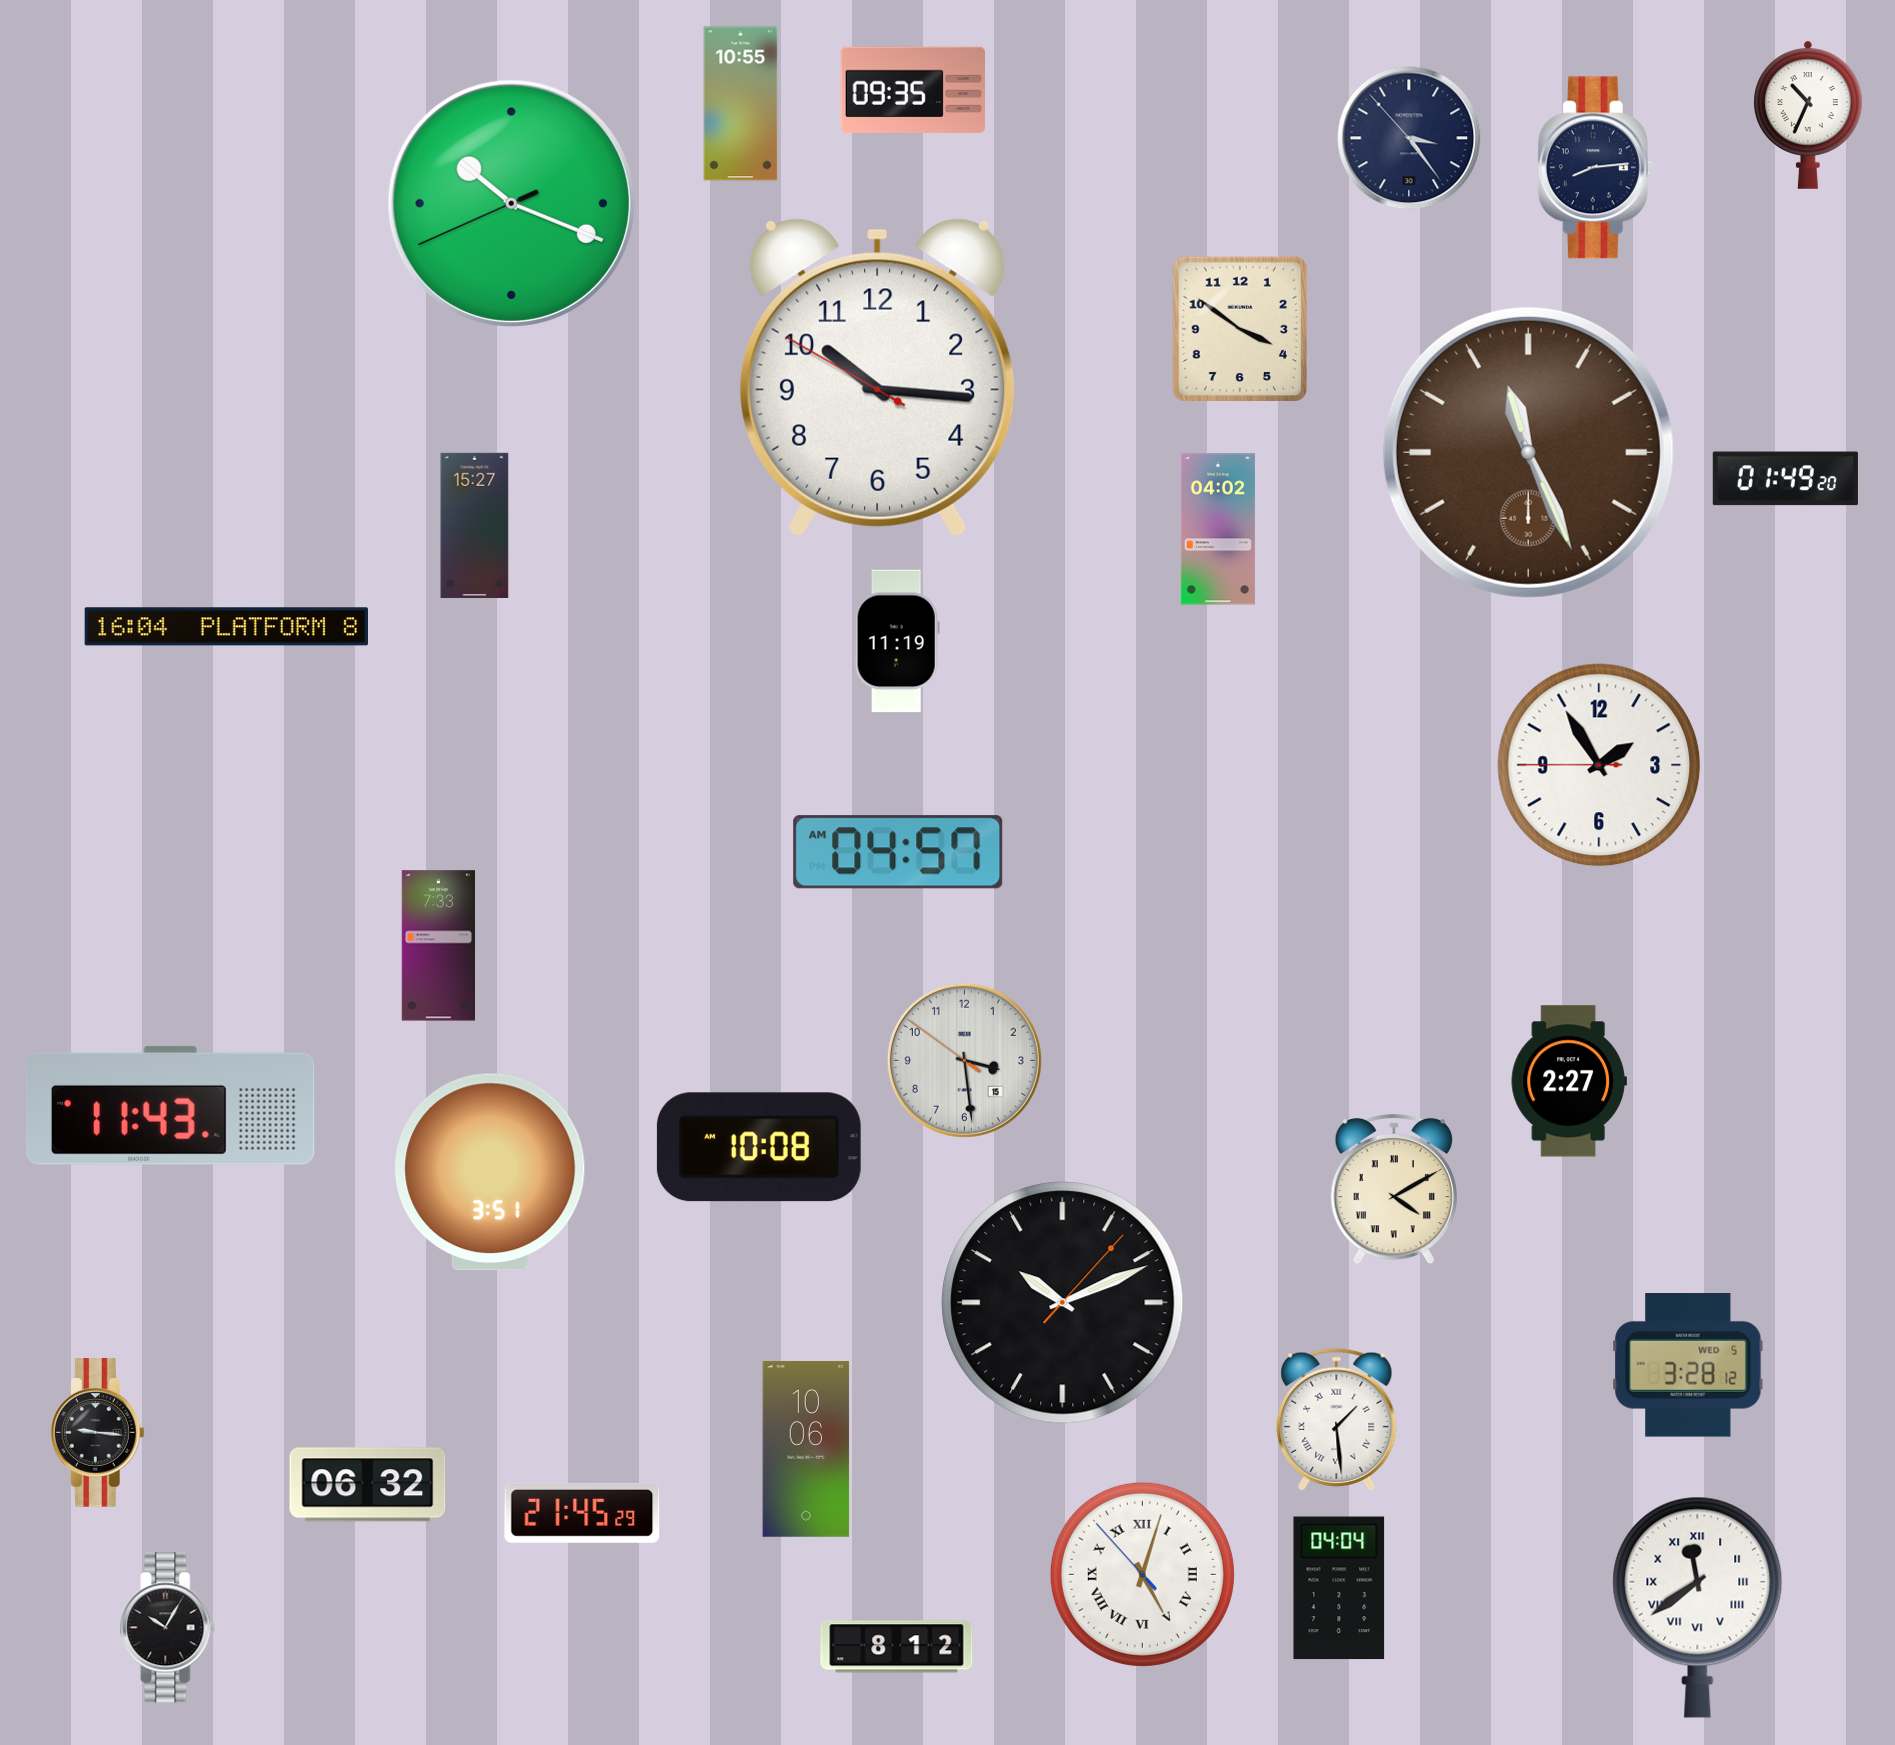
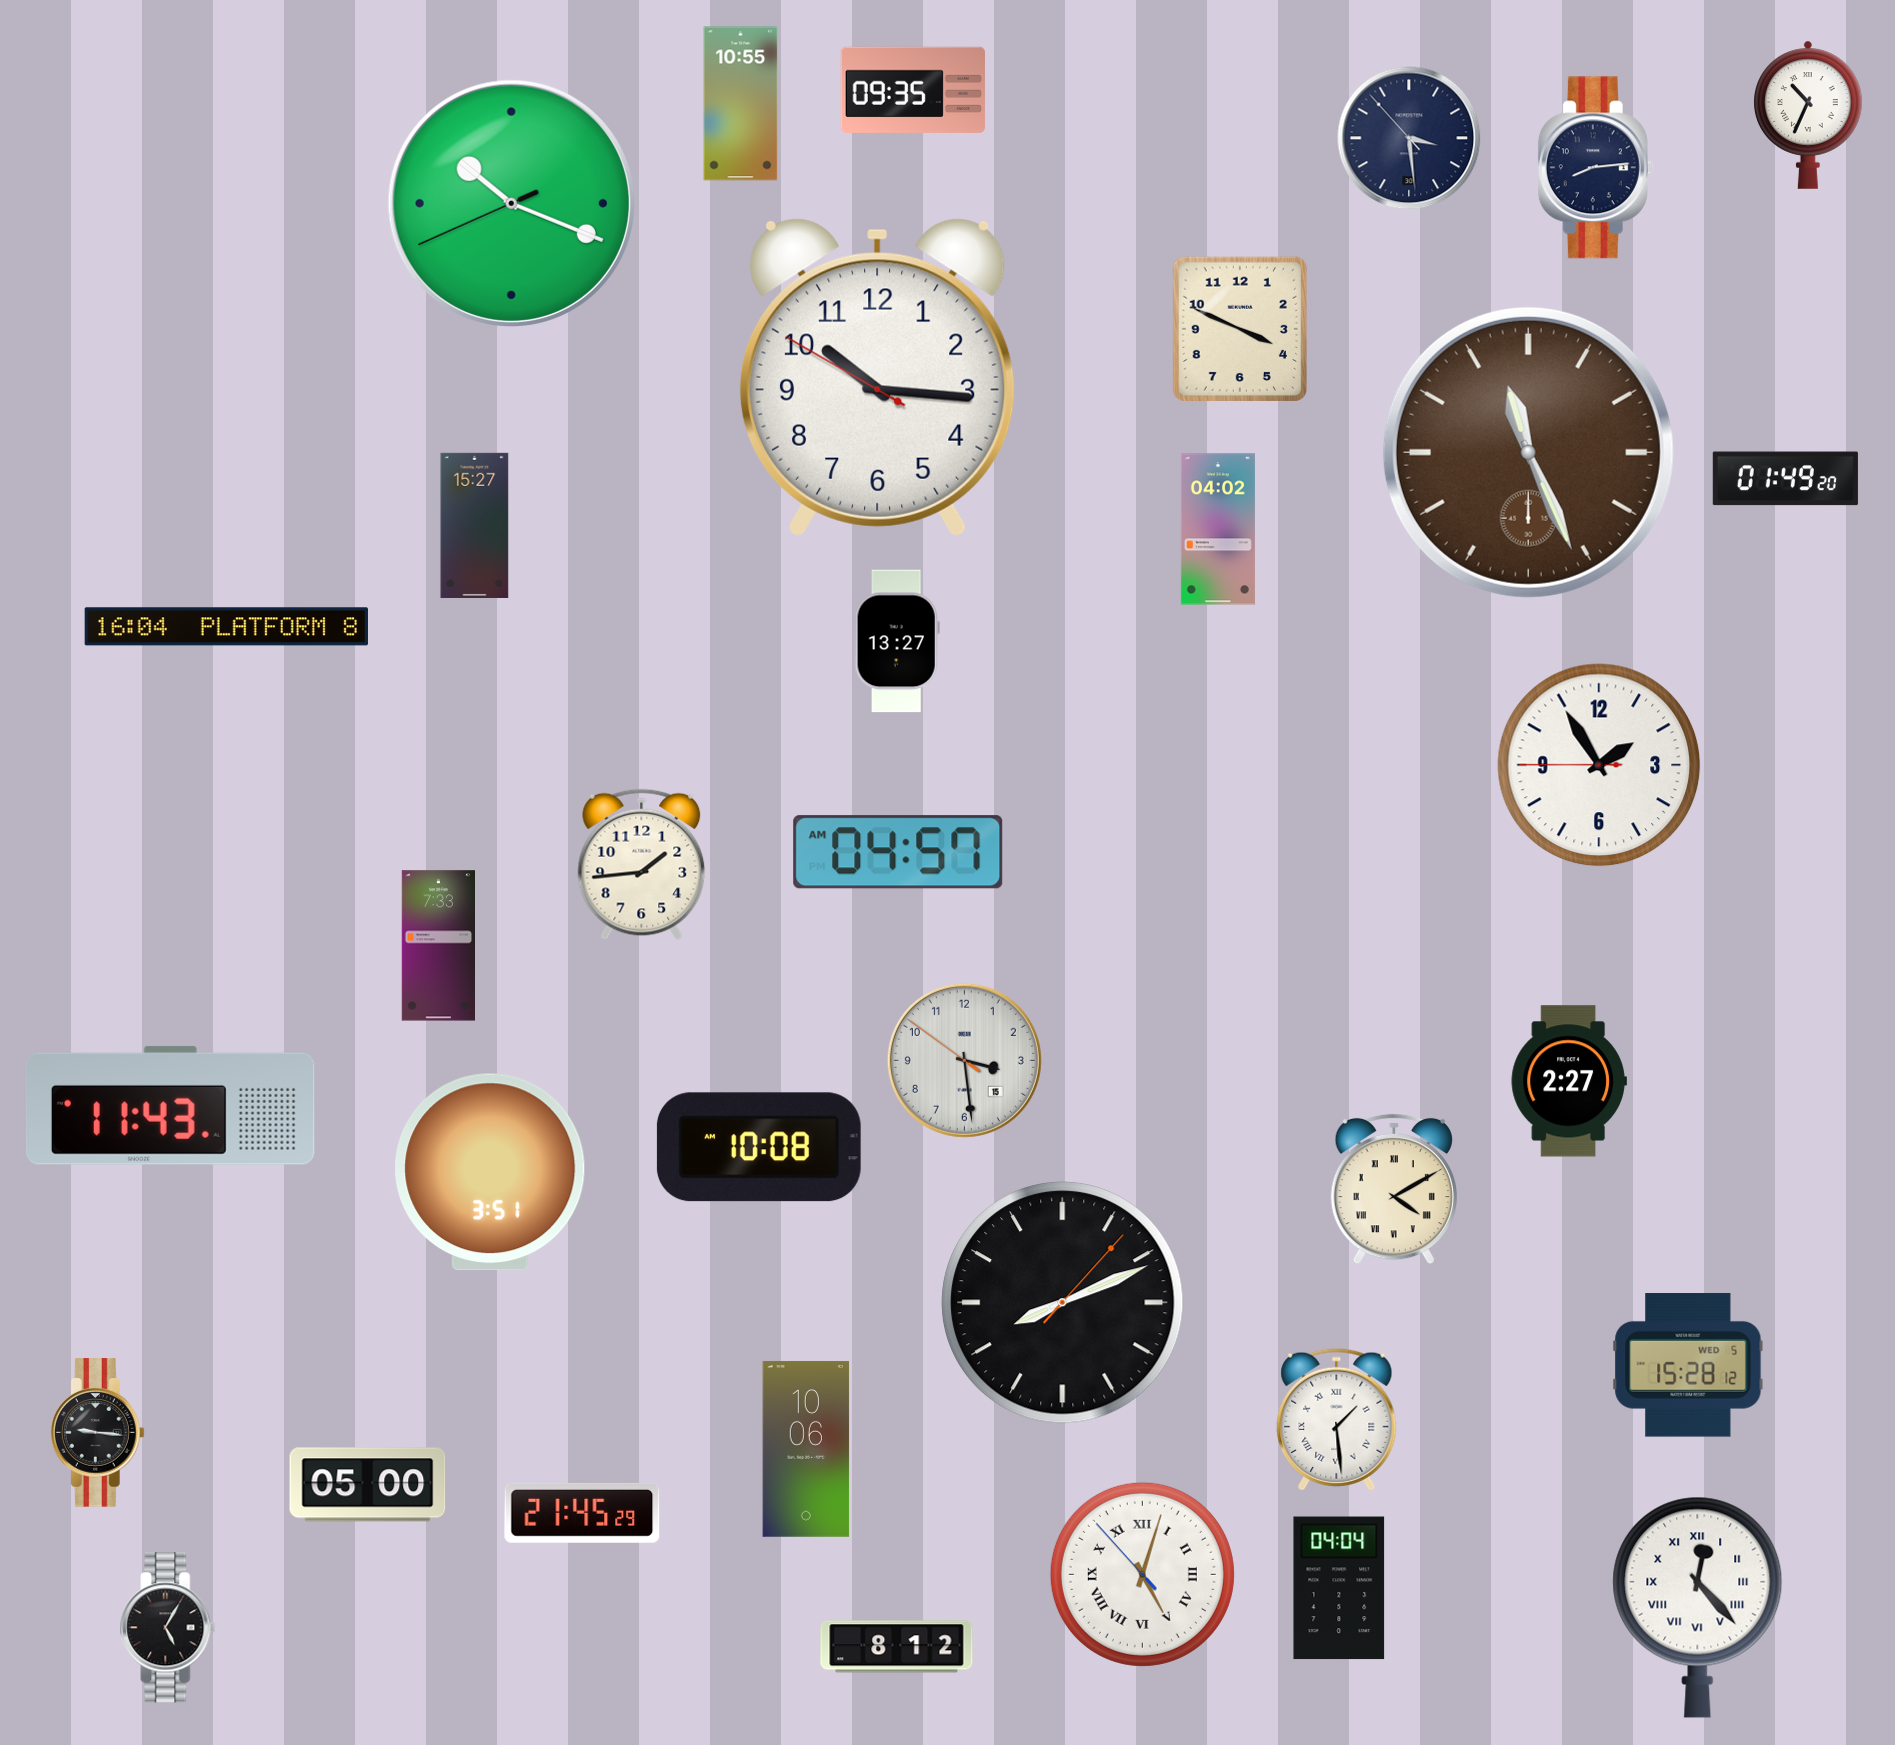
clock at (1409, 138): 3:23 -> 3:28
clock at (1239, 328): 3:51 -> 3:49
clock at (897, 641): 11:19 -> 13:27
clock at (642, 865): none -> 1:44
clock at (1063, 1303): 10:11 -> 8:11
clock at (1688, 1365): 3:28 -> 15:28
clock at (368, 1485): 06:32 -> 05:00
clock at (1698, 1607): 11:39 -> 12:23
clock at (168, 1628): 10:05 -> 5:05
